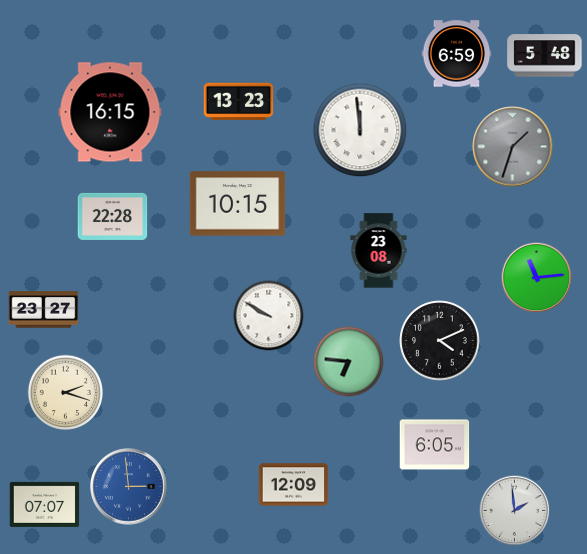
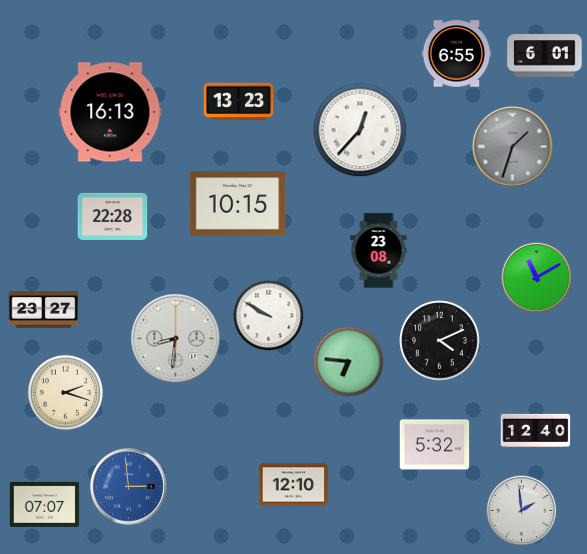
clock at (457, 54): 6:59 -> 6:55
clock at (545, 56): 5:48 -> 6:01
clock at (110, 112): 16:15 -> 16:13
clock at (360, 130): 11:59 -> 12:37
clock at (537, 278): 11:14 -> 11:10
clock at (176, 339): none -> 8:31
clock at (536, 430): none -> 12:40
clock at (435, 445): 6:05 -> 5:32
clock at (294, 485): 12:09 -> 12:10
clock at (515, 511) position: (515, 511) -> (522, 511)
